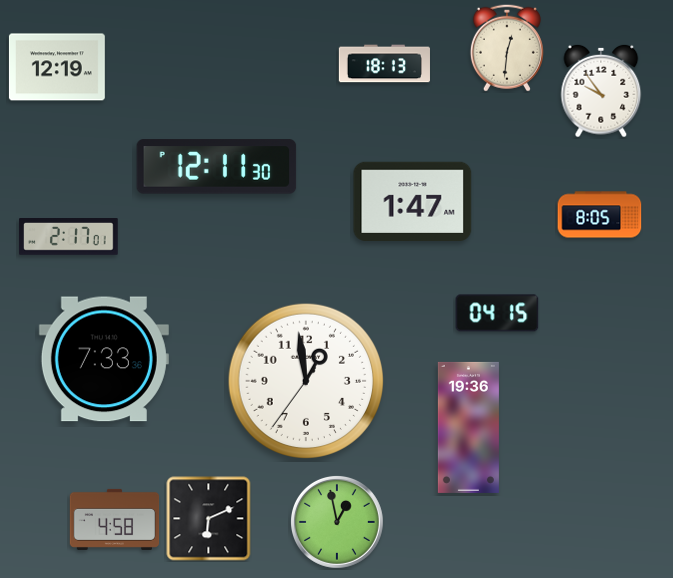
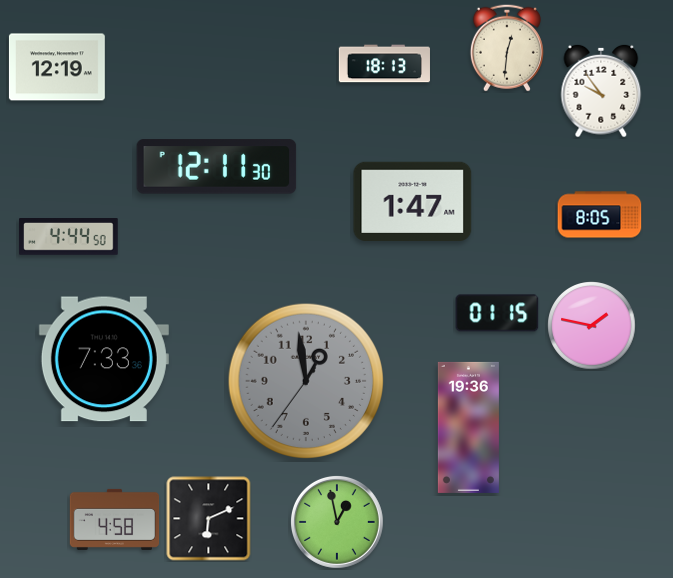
clock at (69, 237): 2:17 -> 4:44
clock at (497, 313): 04:15 -> 01:15
clock at (592, 326): none -> 1:47
clock at (305, 380) dial: white -> grey
